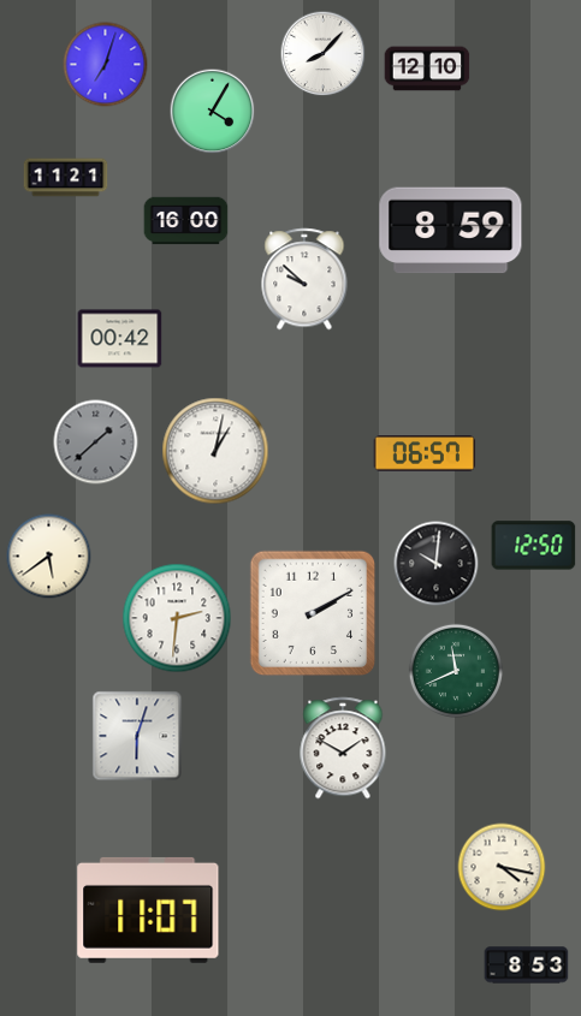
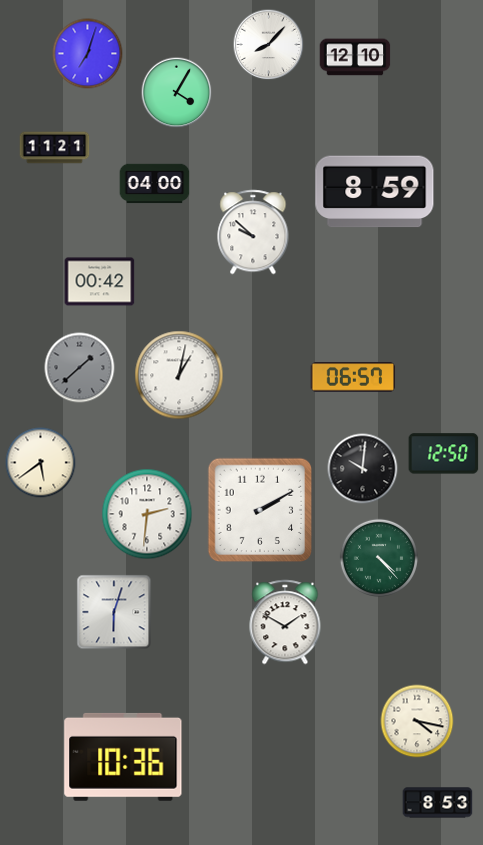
clock at (186, 221): 16:00 -> 04:00
clock at (456, 671): 11:41 -> 4:23
clock at (148, 910): 11:07 -> 10:36
